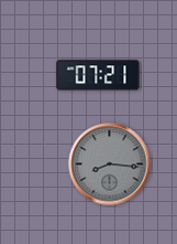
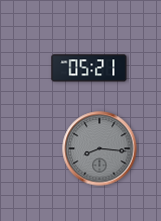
clock at (98, 75): 07:21 -> 05:21
